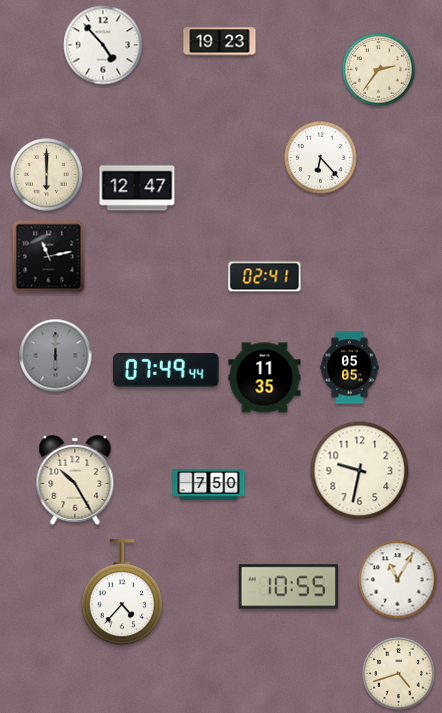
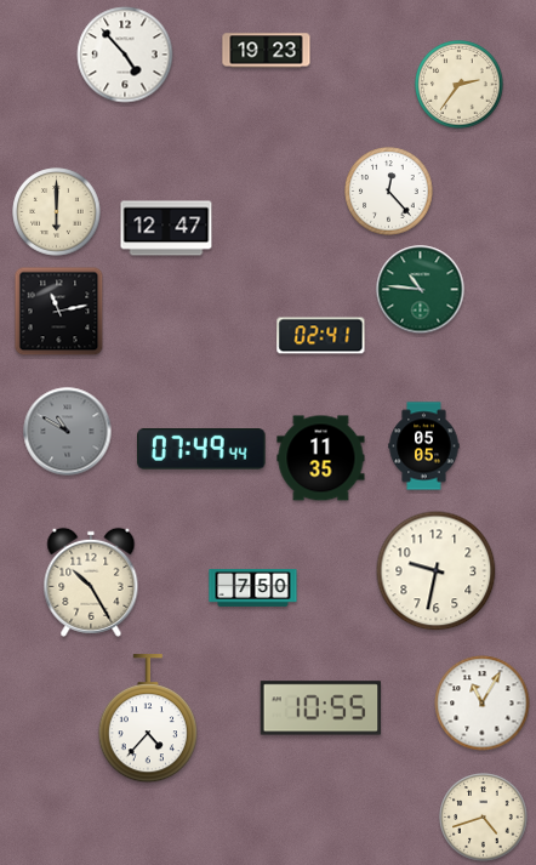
clock at (321, 158): 6:23 -> 12:23
clock at (421, 290): none -> 10:46
clock at (56, 356): 6:00 -> 10:50
clock at (289, 587) position: (289, 587) -> (321, 708)
